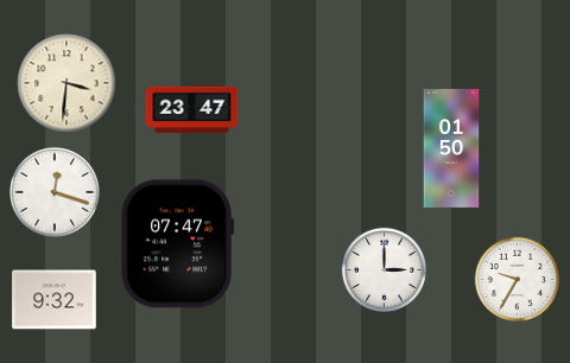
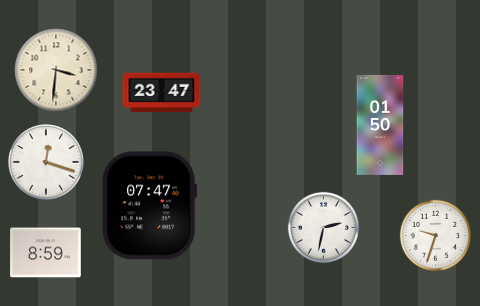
clock at (384, 269): 3:00 -> 2:32
clock at (517, 279): 9:35 -> 9:33
clock at (55, 300): 9:32 -> 8:59
